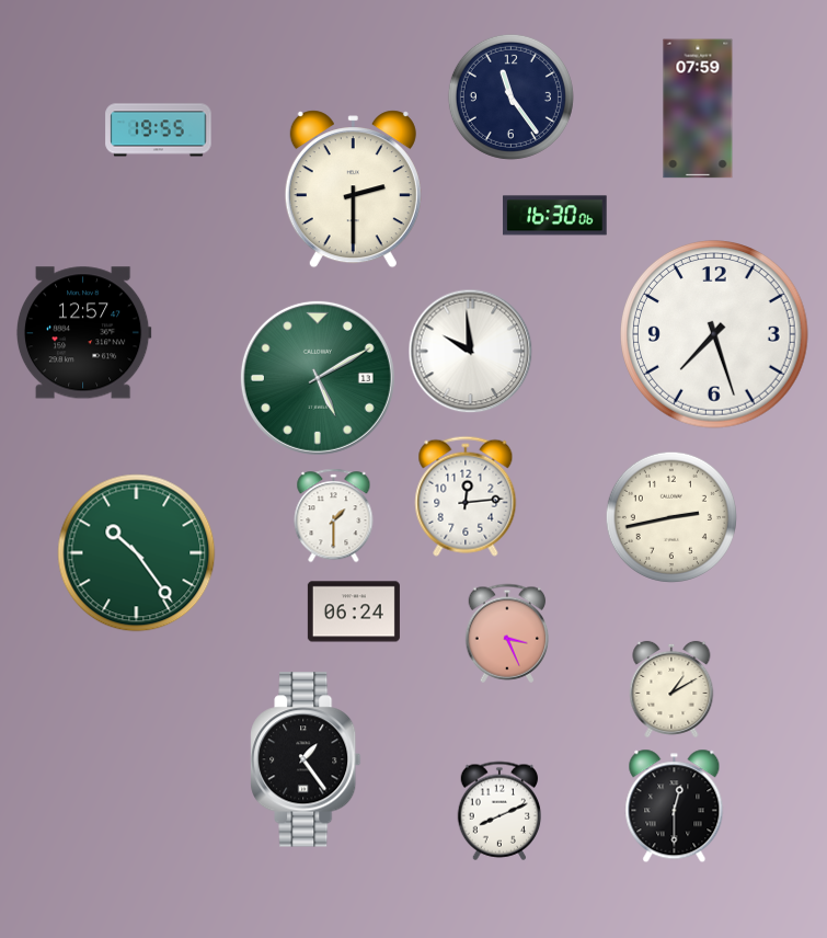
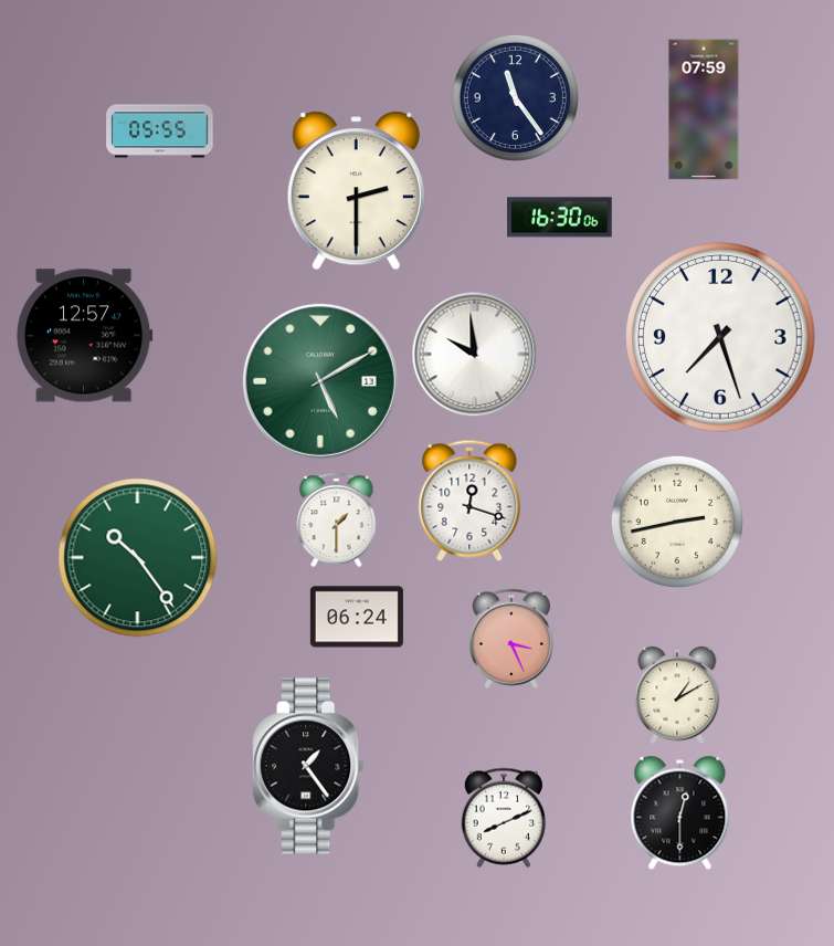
clock at (159, 130): 19:55 -> 05:55
clock at (466, 496): 12:14 -> 12:18
